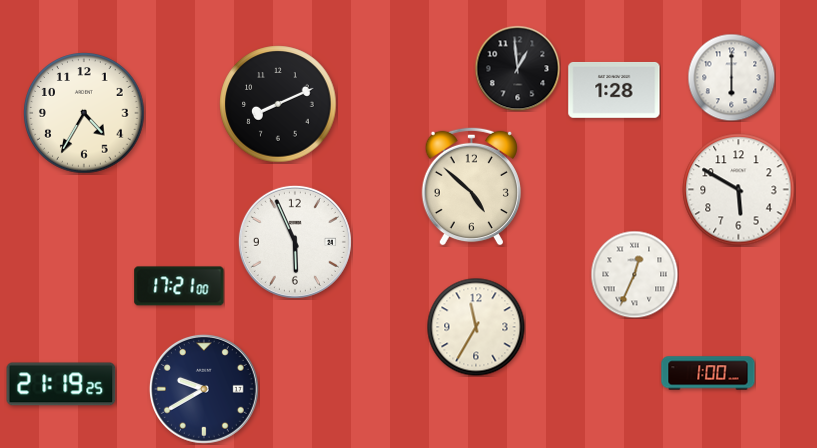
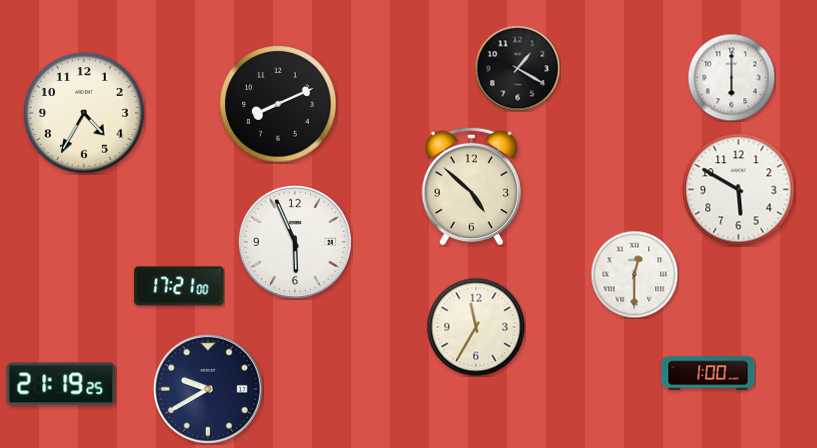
clock at (517, 68): 12:59 -> 1:20
clock at (614, 90): 1:28 -> none
clock at (634, 274): 12:34 -> 12:30
clock at (204, 389) position: (204, 389) -> (208, 389)
